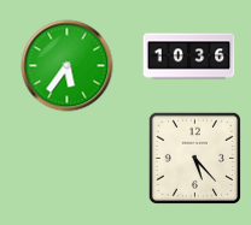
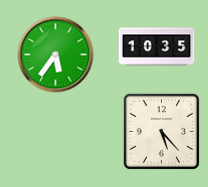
clock at (189, 57): 10:36 -> 10:35
